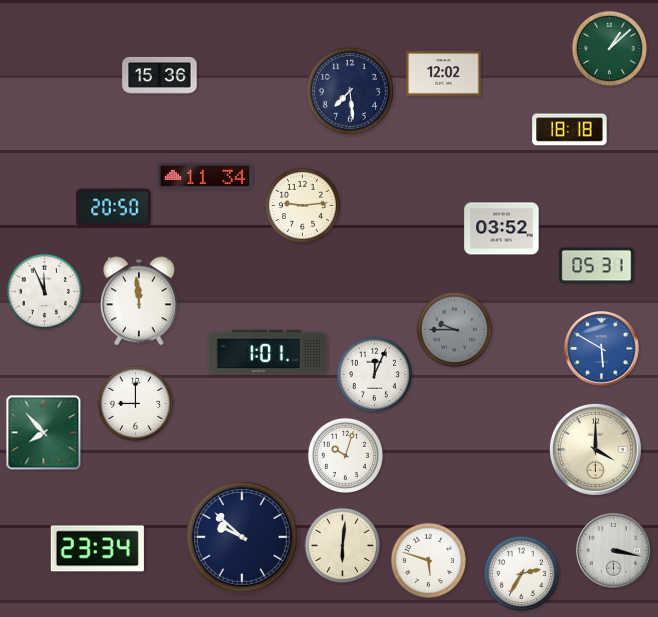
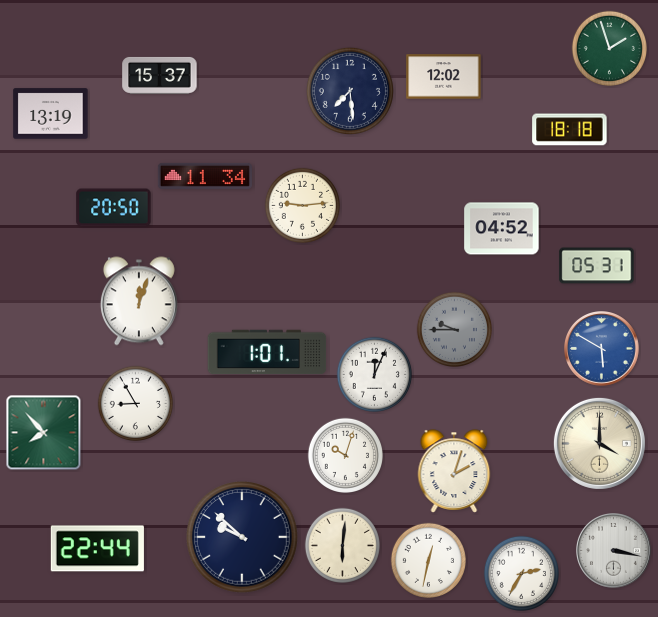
clock at (609, 48): 1:08 -> 1:57
clock at (444, 74) position: (444, 74) -> (444, 77)
clock at (160, 75): 15:36 -> 15:37
clock at (51, 114): none -> 13:19
clock at (502, 229): 03:52 -> 04:52
clock at (44, 291): 11:56 -> none
clock at (139, 301): 11:59 -> 12:03
clock at (135, 403): 9:00 -> 8:55
clock at (595, 449) position: (595, 449) -> (599, 443)
clock at (454, 471): none -> 2:03
clock at (97, 549): 23:34 -> 22:44
clock at (428, 560): 5:48 -> 12:32
